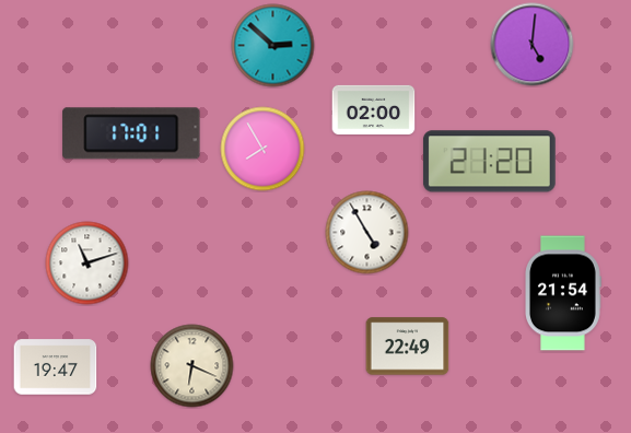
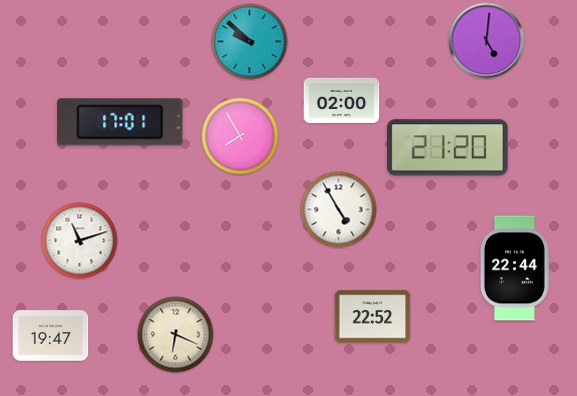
clock at (273, 46): 2:52 -> 9:52
clock at (367, 233) position: (367, 233) -> (339, 210)
clock at (563, 293): 21:54 -> 22:44
clock at (408, 347): 22:49 -> 22:52
